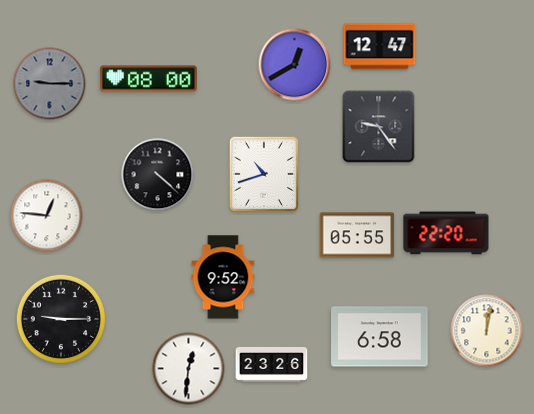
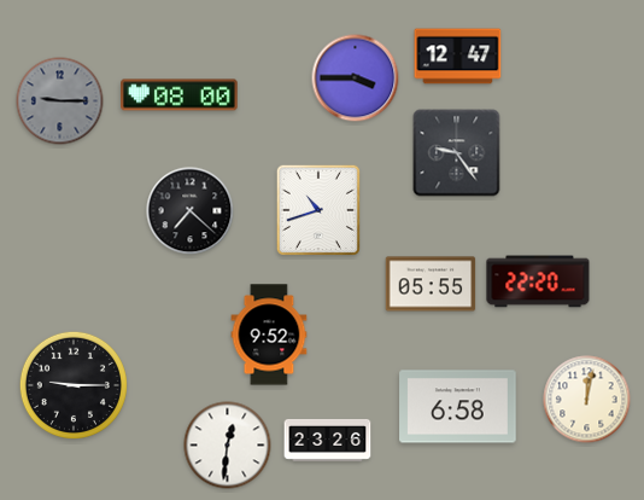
clock at (295, 65): 12:40 -> 3:45
clock at (158, 175): 4:22 -> 7:22
clock at (47, 216): 12:46 -> none
